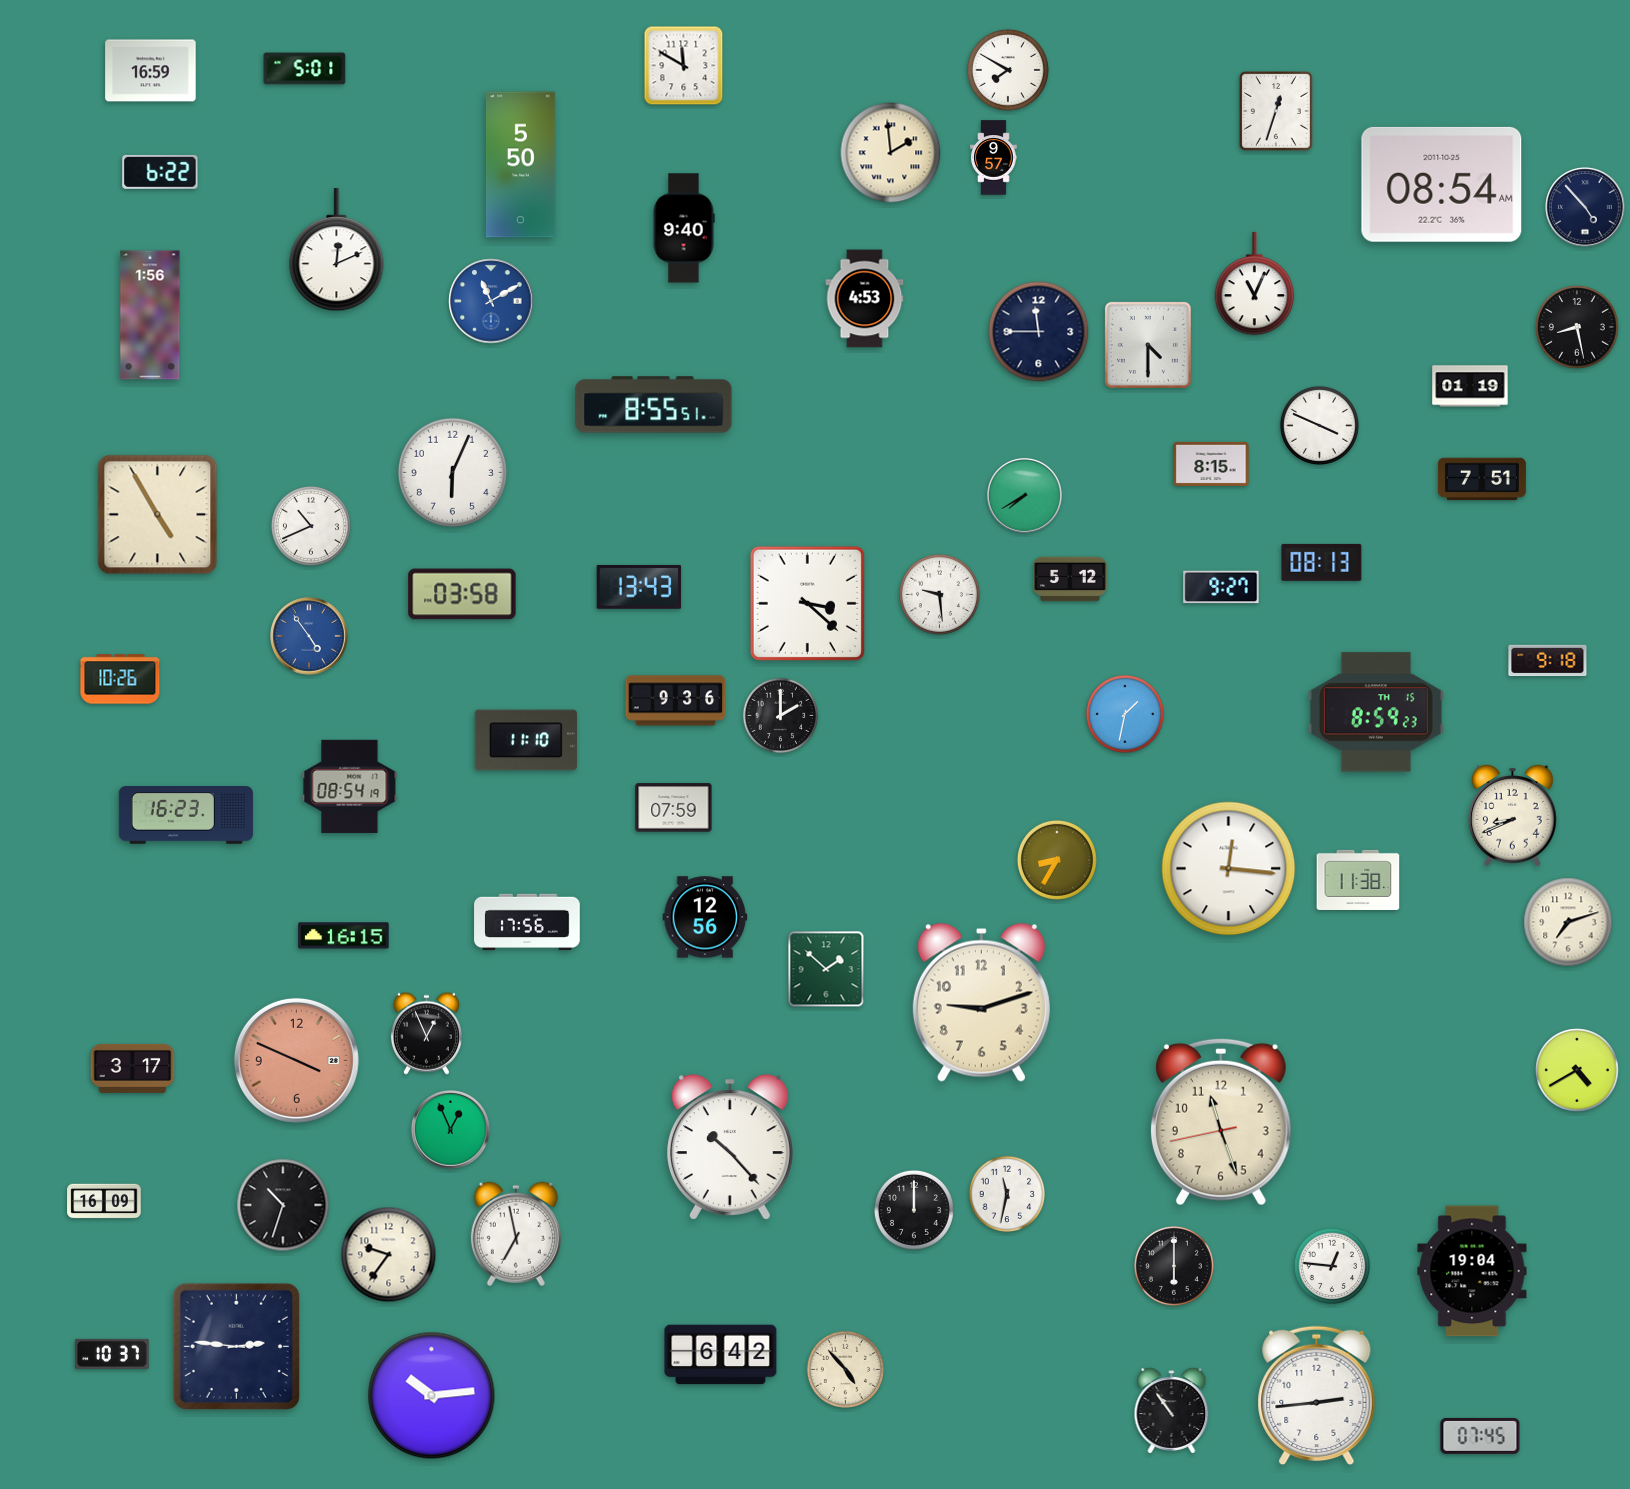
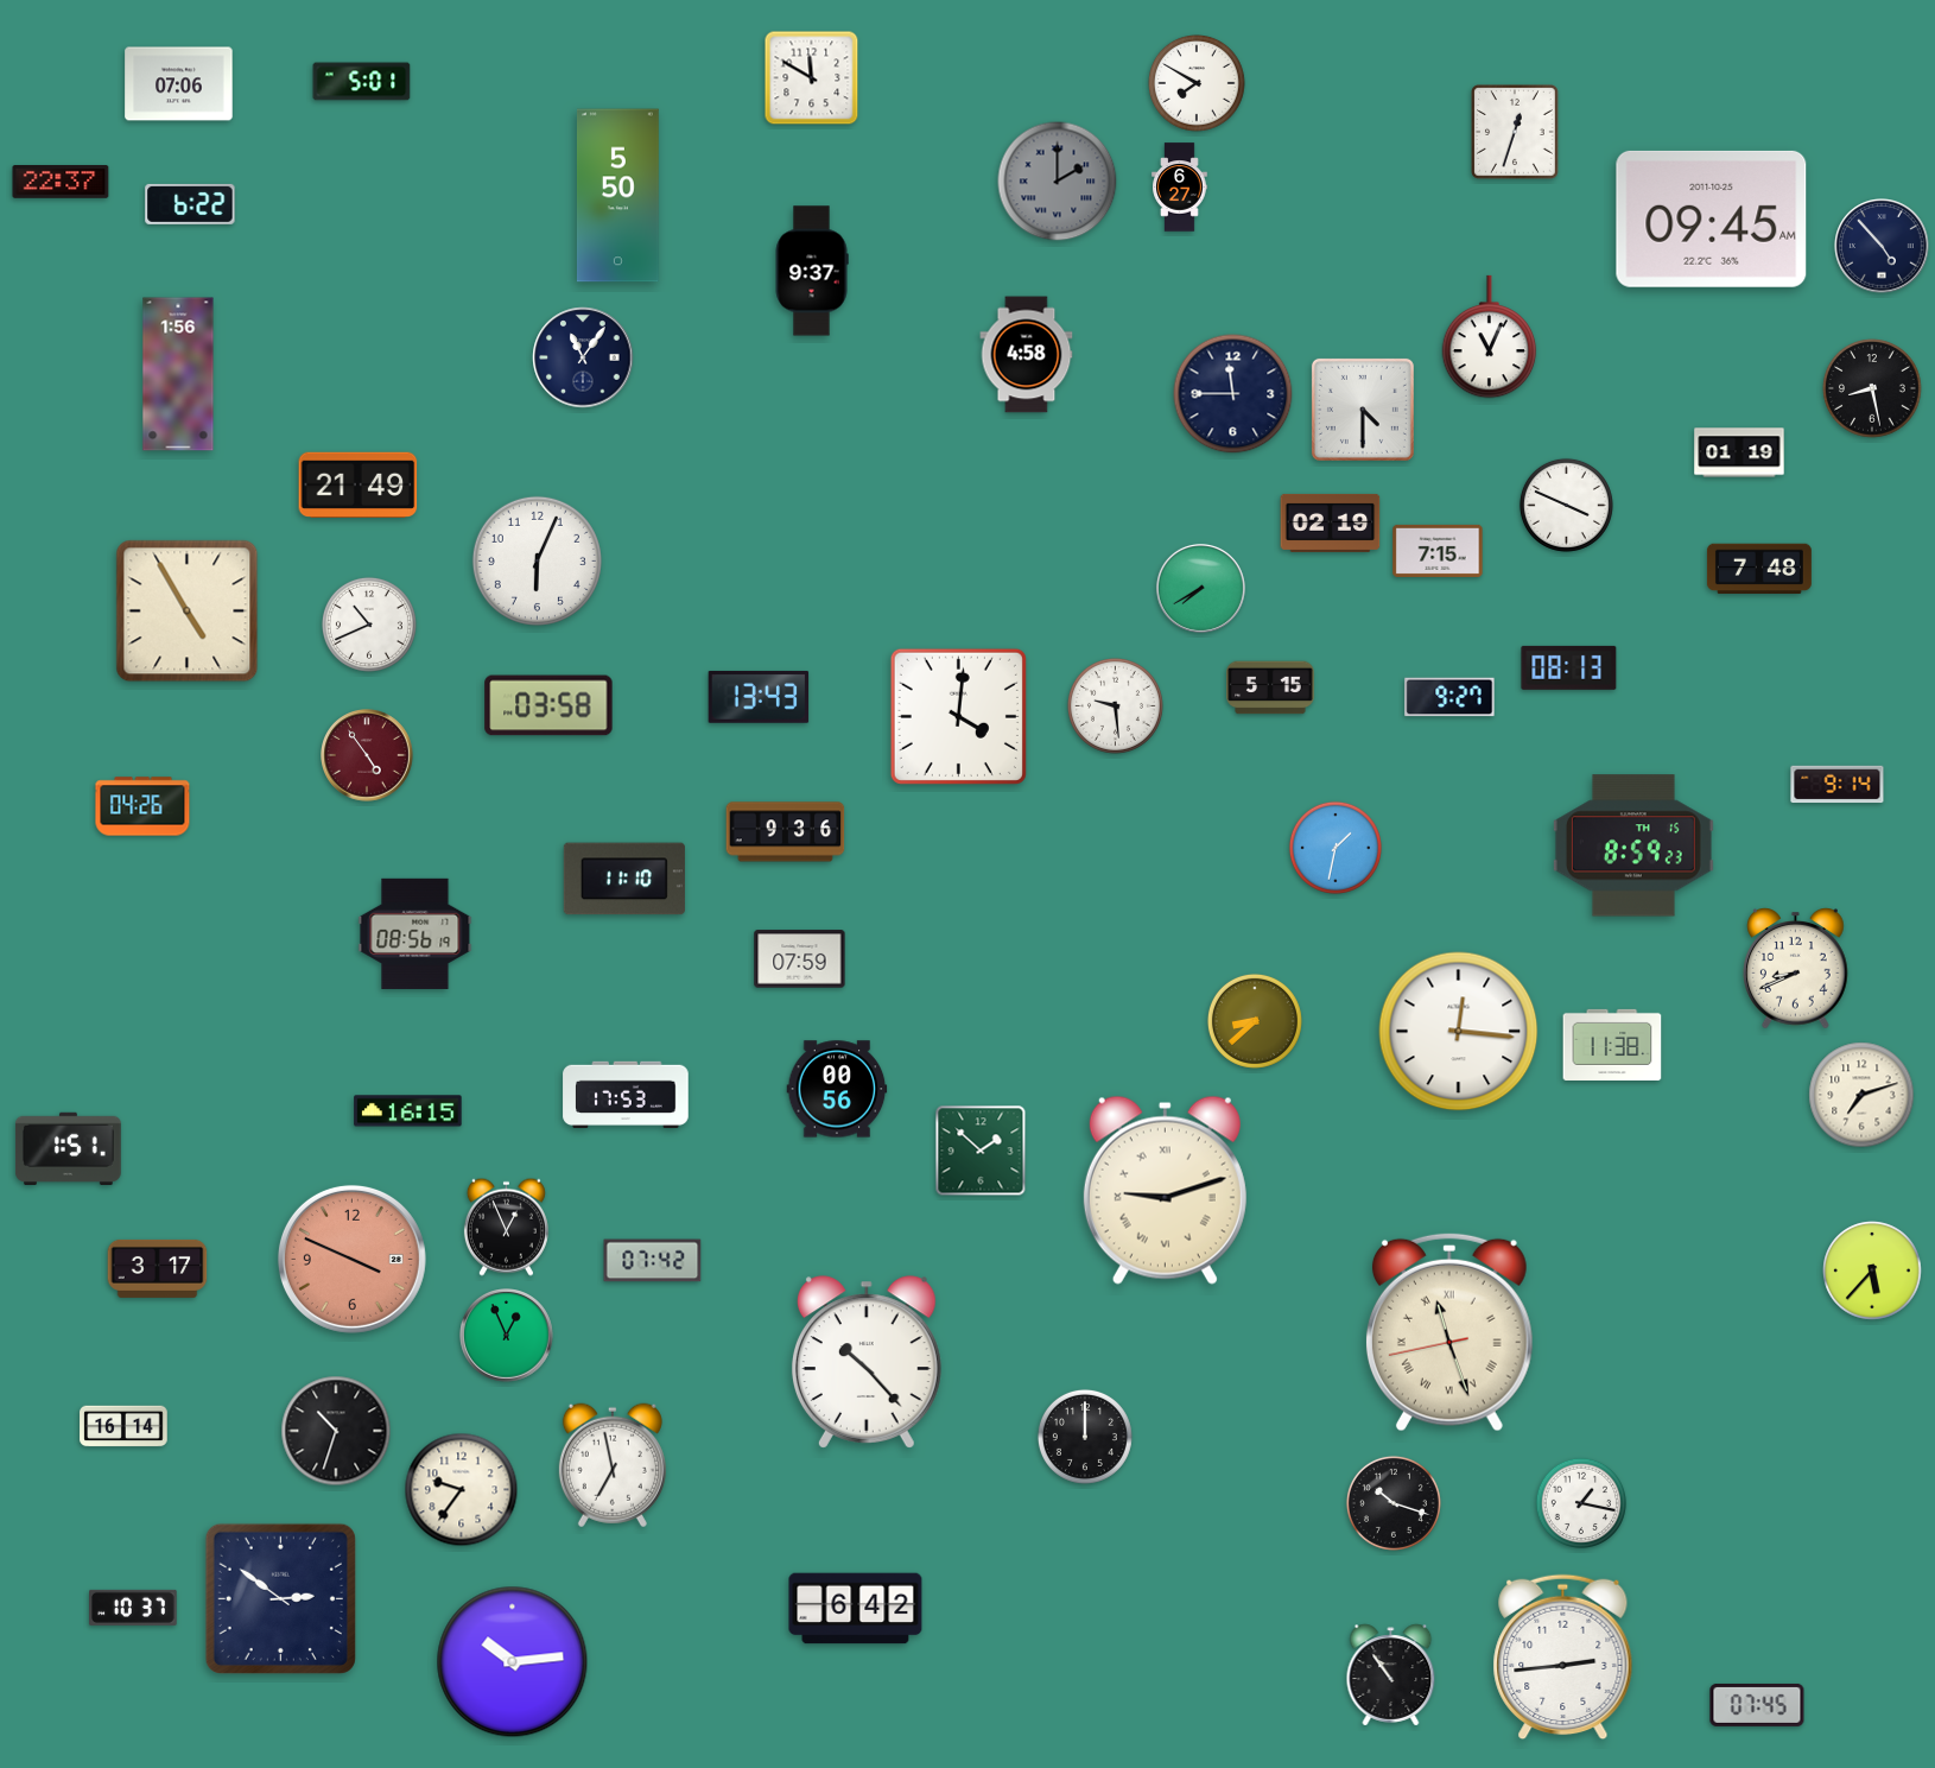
clock at (151, 71): 16:59 -> 07:06
clock at (891, 153): 1:59 -> 2:00
clock at (891, 153) dial: cream -> grey
clock at (61, 183): none -> 22:37
clock at (994, 158): 9:57 -> 6:27
clock at (1442, 184): 08:54 -> 09:45
clock at (684, 228): 9:40 -> 9:37
clock at (337, 250): 12:11 -> none
clock at (865, 299): 4:53 -> 4:58
clock at (491, 301): 11:10 -> 11:06
clock at (491, 301) dial: blue -> navy
clock at (1470, 386) position: (1470, 386) -> (1739, 452)
clock at (654, 405): 8:55 -> none
clock at (359, 484): none -> 21:49
clock at (1331, 522): none -> 02:19
clock at (1211, 464): 8:15 -> 7:15
clock at (1482, 479): 7:51 -> 7:48
clock at (1024, 495) position: (1024, 495) -> (1200, 588)
clock at (1070, 579): 5:12 -> 5:15
clock at (807, 603): 3:22 -> 4:01
clock at (310, 637) dial: blue -> burgundy
clock at (1548, 661): 9:18 -> 9:14
clock at (120, 679): 10:26 -> 04:26
clock at (676, 701) position: (676, 701) -> (786, 832)
clock at (781, 716): 2:00 -> none
clock at (350, 786): 08:54 -> 08:56
clock at (186, 815): 16:23 -> none
clock at (1057, 860): 8:35 -> 8:38
clock at (705, 917): 12:56 -> 00:56
clock at (527, 922): 17:56 -> 17:53
clock at (68, 1148): none -> 1:51
clock at (981, 1002) numerals: Arabic -> Roman
clock at (653, 1261): none -> 07:42
clock at (1577, 1070): 4:40 -> 5:37
clock at (1221, 1122) numerals: Arabic -> Roman
clock at (451, 1130) position: (451, 1130) -> (507, 1336)
clock at (1006, 1193): 11:32 -> none
clock at (104, 1201): 16:09 -> 16:14
clock at (1331, 1265): 12:46 -> 1:17
clock at (1174, 1266): 6:00 -> 10:18
clock at (1472, 1271): 19:04 -> none
clock at (236, 1346): 2:46 -> 2:51
clock at (845, 1369): 4:53 -> none
clock at (432, 1396) position: (432, 1396) -> (513, 1662)
